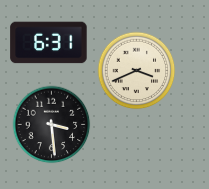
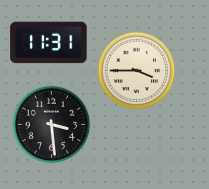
clock at (49, 43): 6:31 -> 11:31
clock at (136, 70): 3:41 -> 3:45
